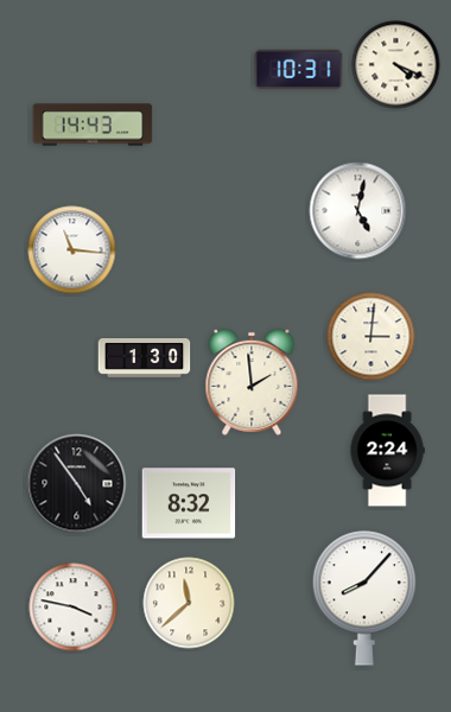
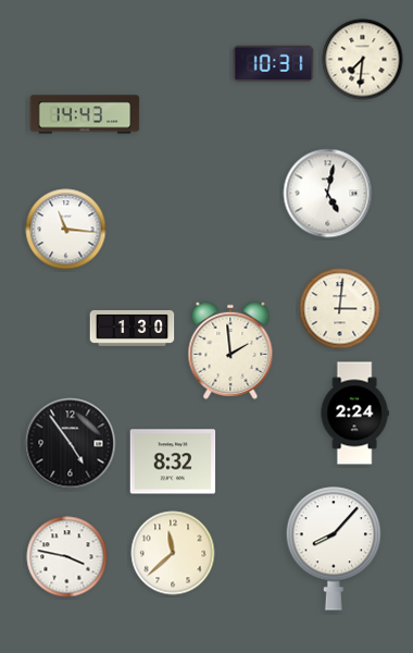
clock at (396, 65): 4:19 -> 7:31
